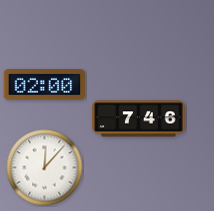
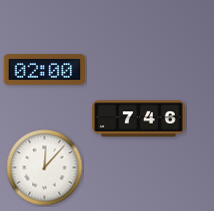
clock at (45, 85) position: (45, 85) -> (45, 70)
